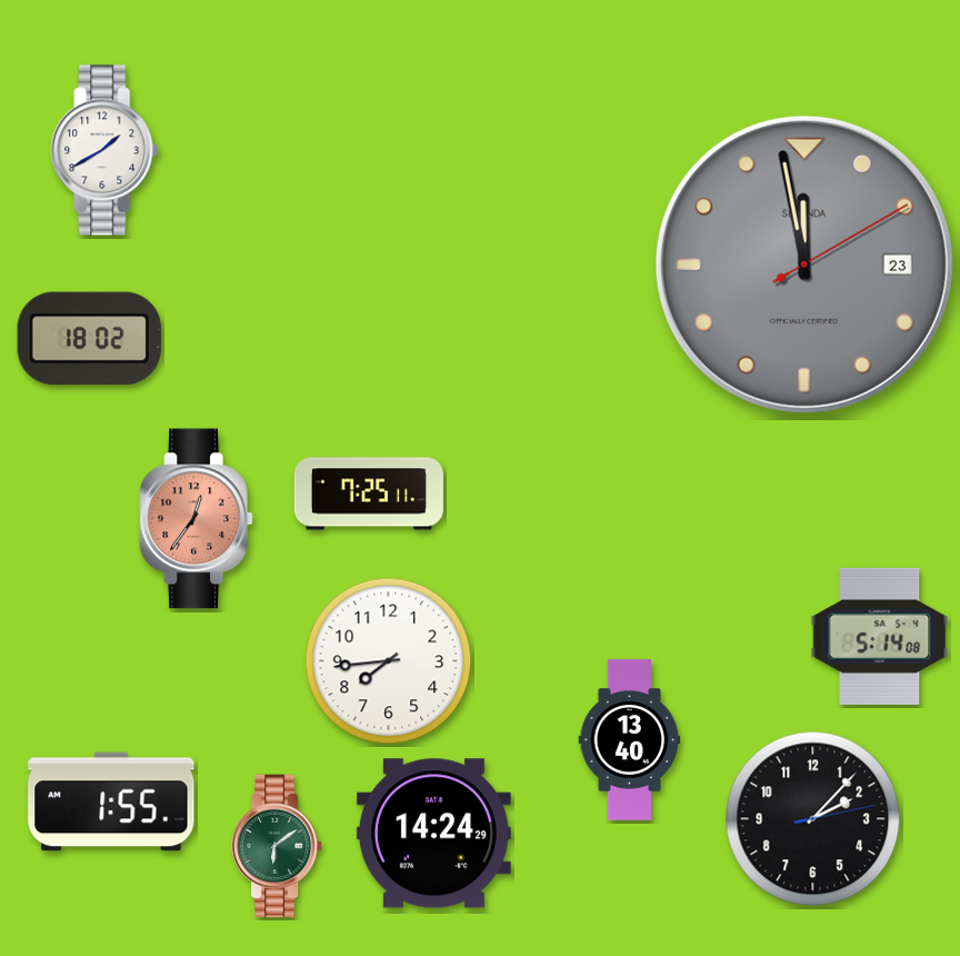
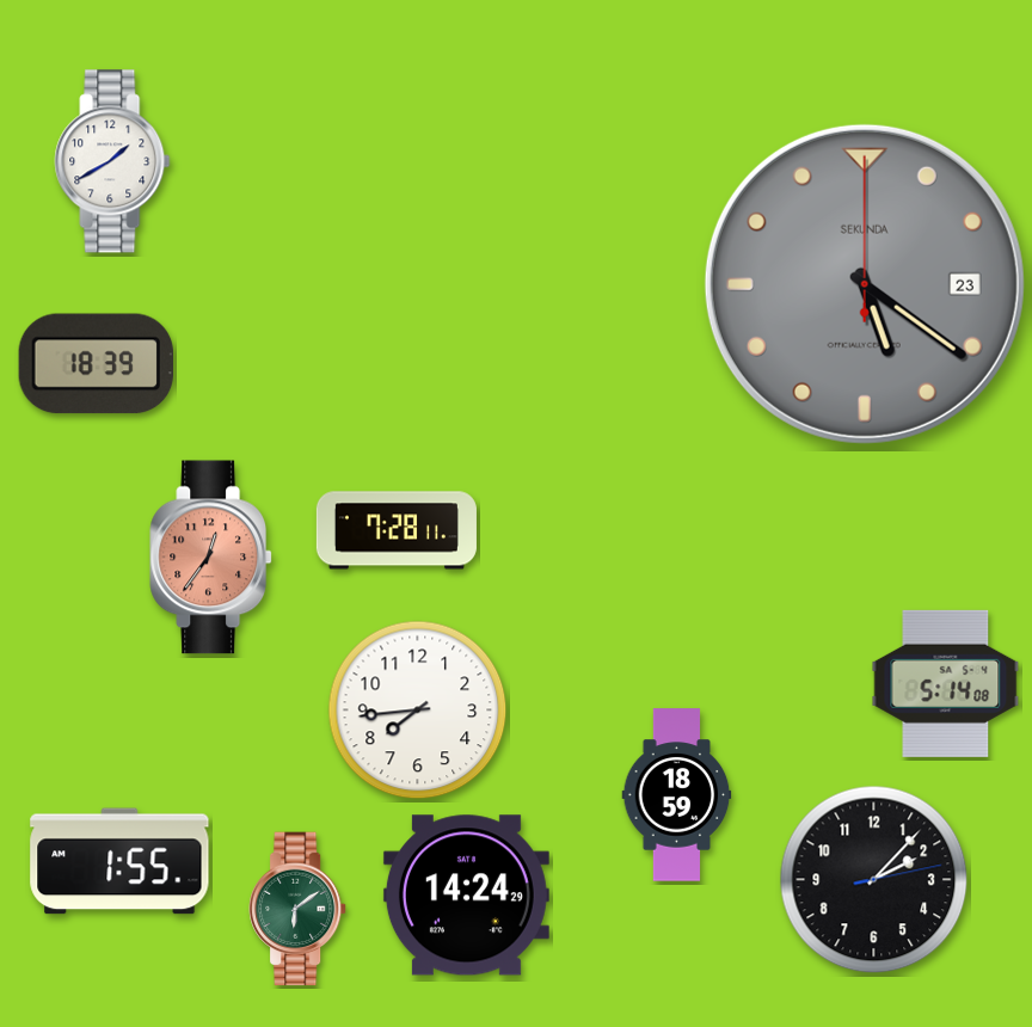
clock at (804, 265): 11:58 -> 5:21
clock at (89, 339): 18:02 -> 18:39
clock at (369, 494): 7:25 -> 7:28
clock at (630, 740): 13:40 -> 18:59
